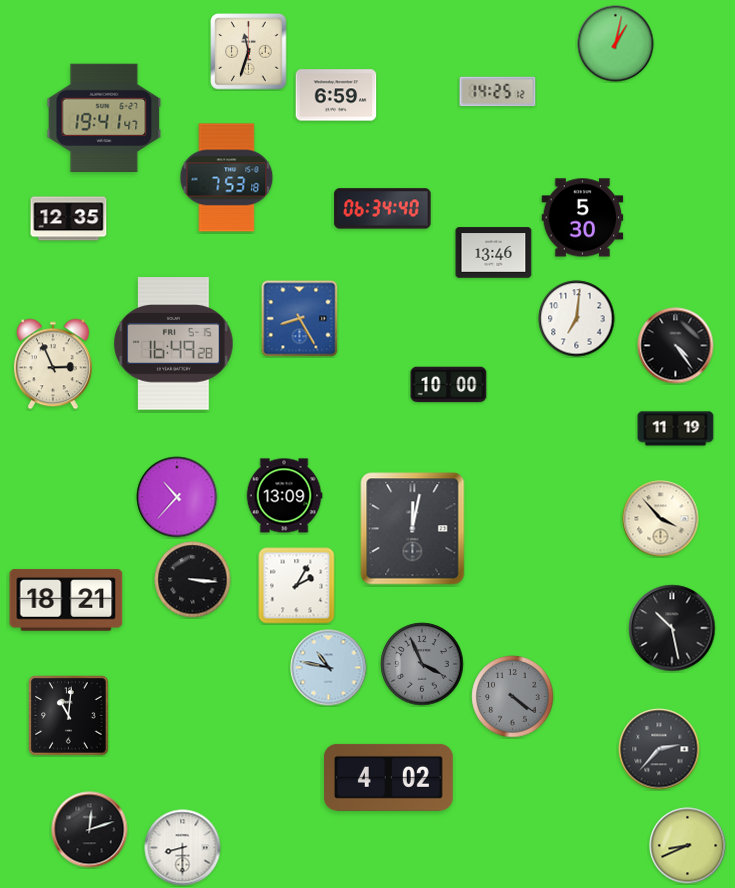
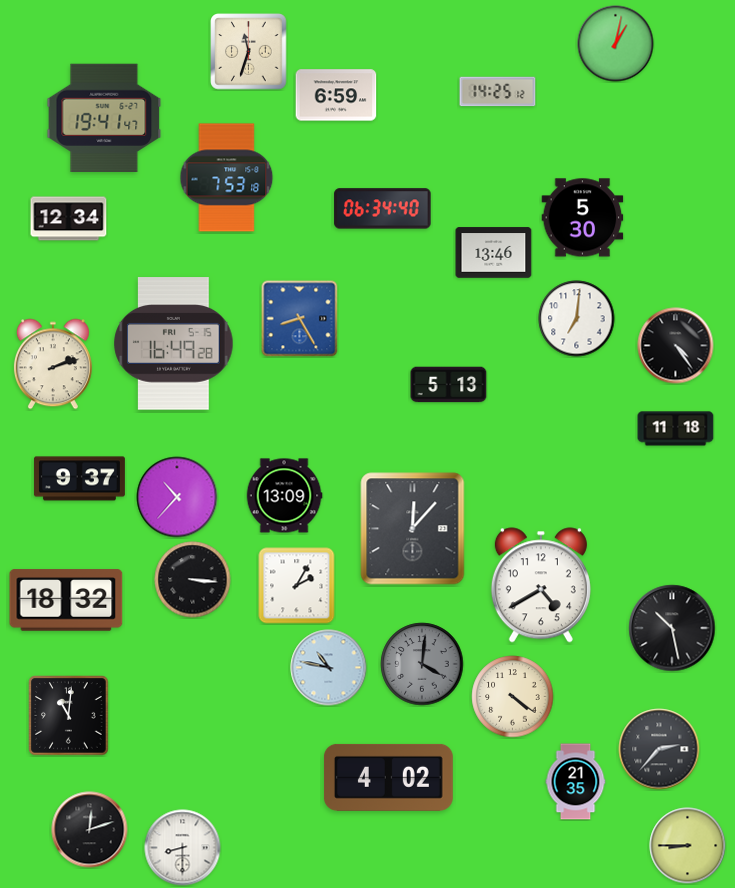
clock at (69, 219): 12:35 -> 12:34
clock at (53, 364): 2:56 -> 2:12
clock at (449, 385): 10:00 -> 5:13
clock at (676, 429): 11:19 -> 11:18
clock at (79, 479): none -> 9:37
clock at (661, 519): 3:53 -> none
clock at (413, 529): 12:02 -> 12:07
clock at (541, 585): none -> 4:40
clock at (66, 600): 18:21 -> 18:32
clock at (422, 664): 3:56 -> 4:01
clock at (513, 697) dial: grey -> cream
clock at (576, 782): none -> 21:35
clock at (688, 846): 8:41 -> 8:45
